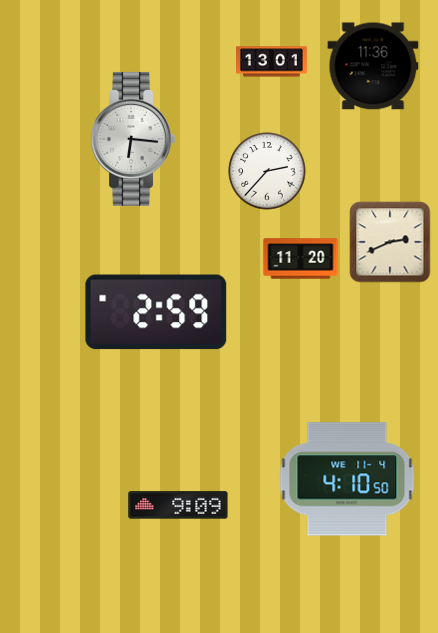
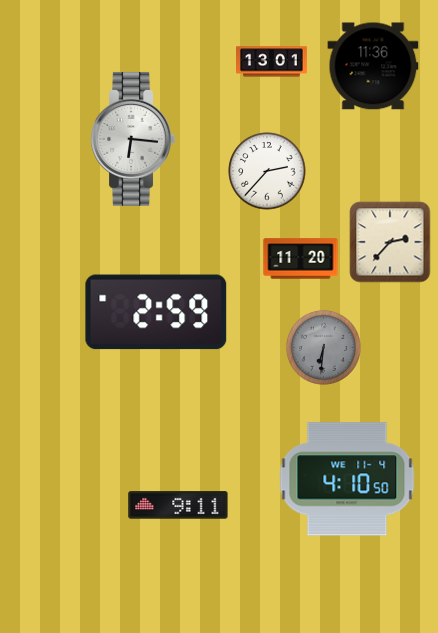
clock at (390, 242): 2:41 -> 2:37
clock at (323, 347): none -> 6:31
clock at (178, 505): 9:09 -> 9:11
